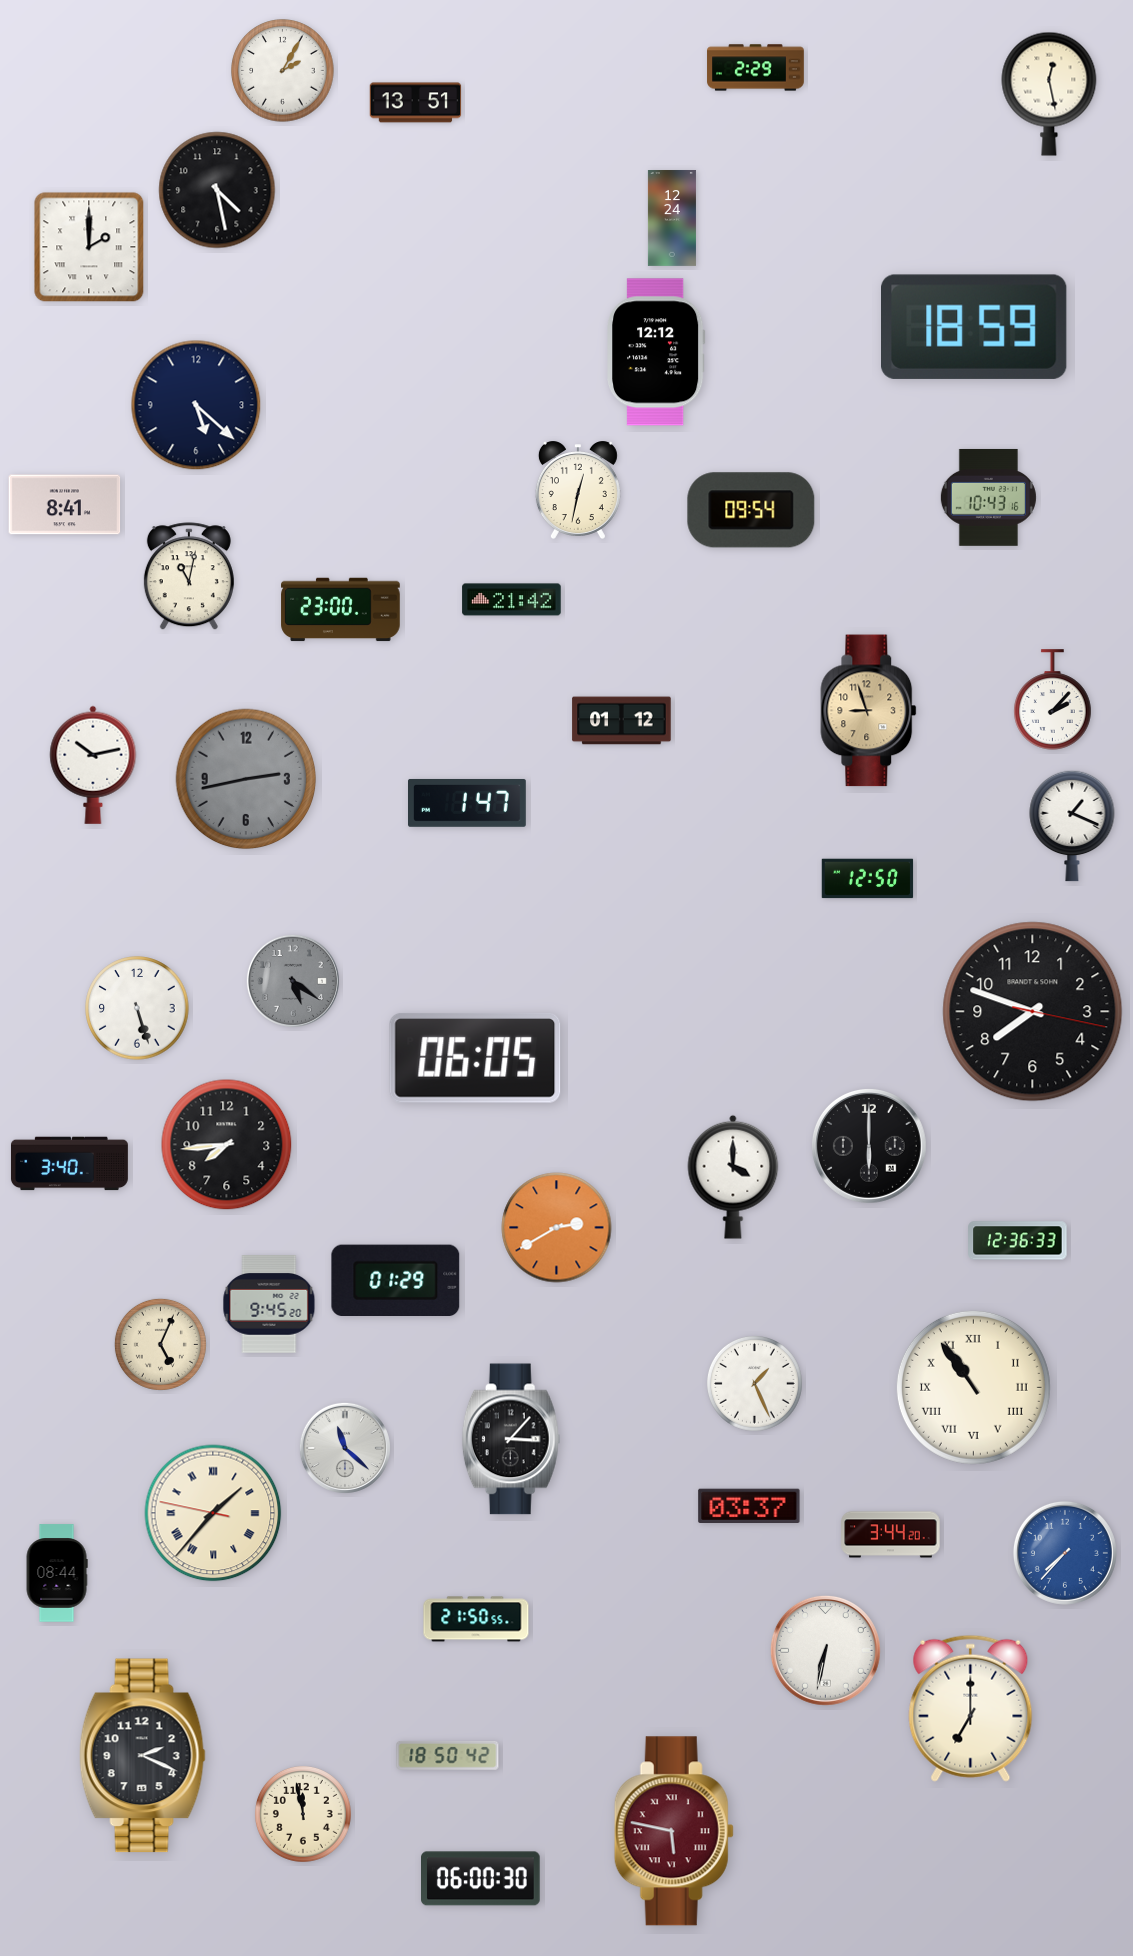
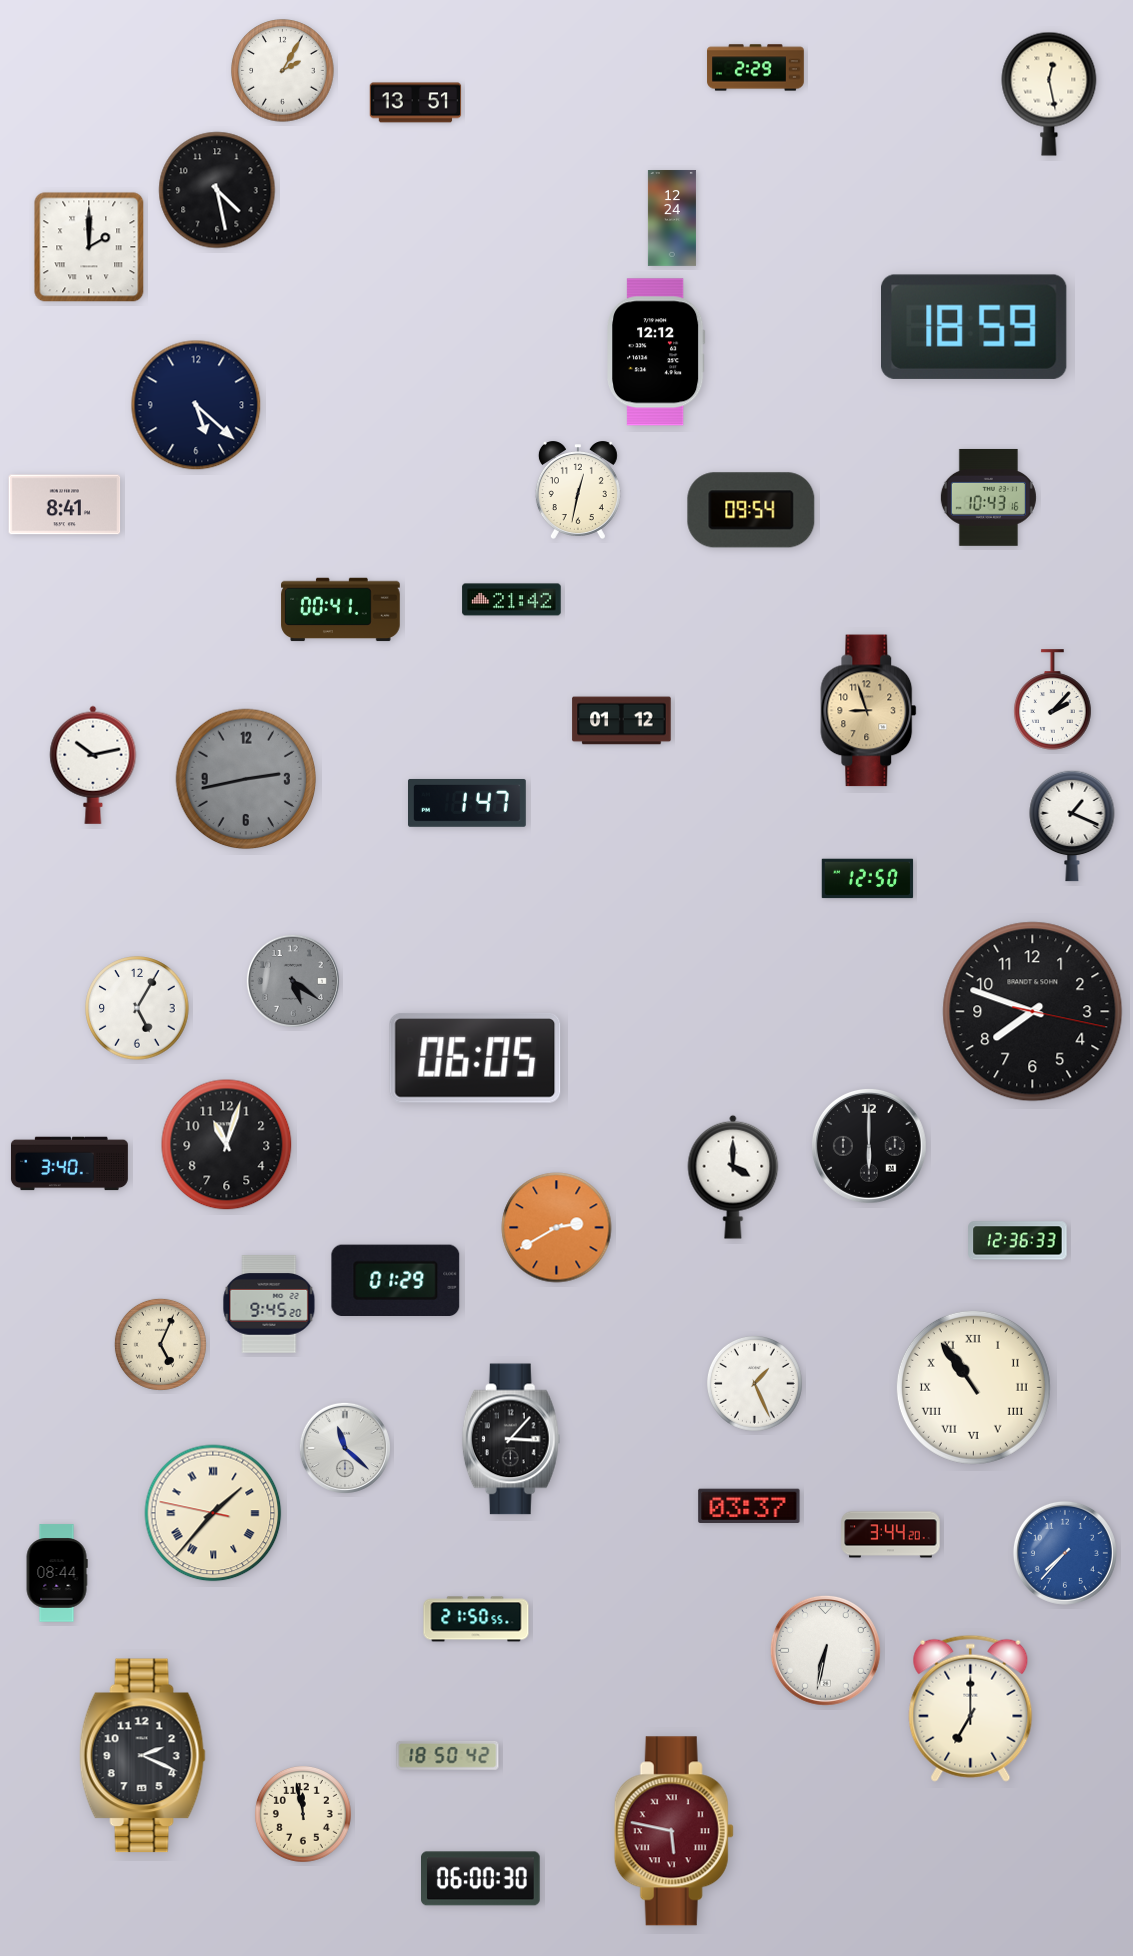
clock at (189, 577): 11:02 -> none
clock at (341, 610): 23:00 -> 00:41
clock at (137, 1008): 5:27 -> 5:05
clock at (227, 1145): 7:44 -> 11:03
